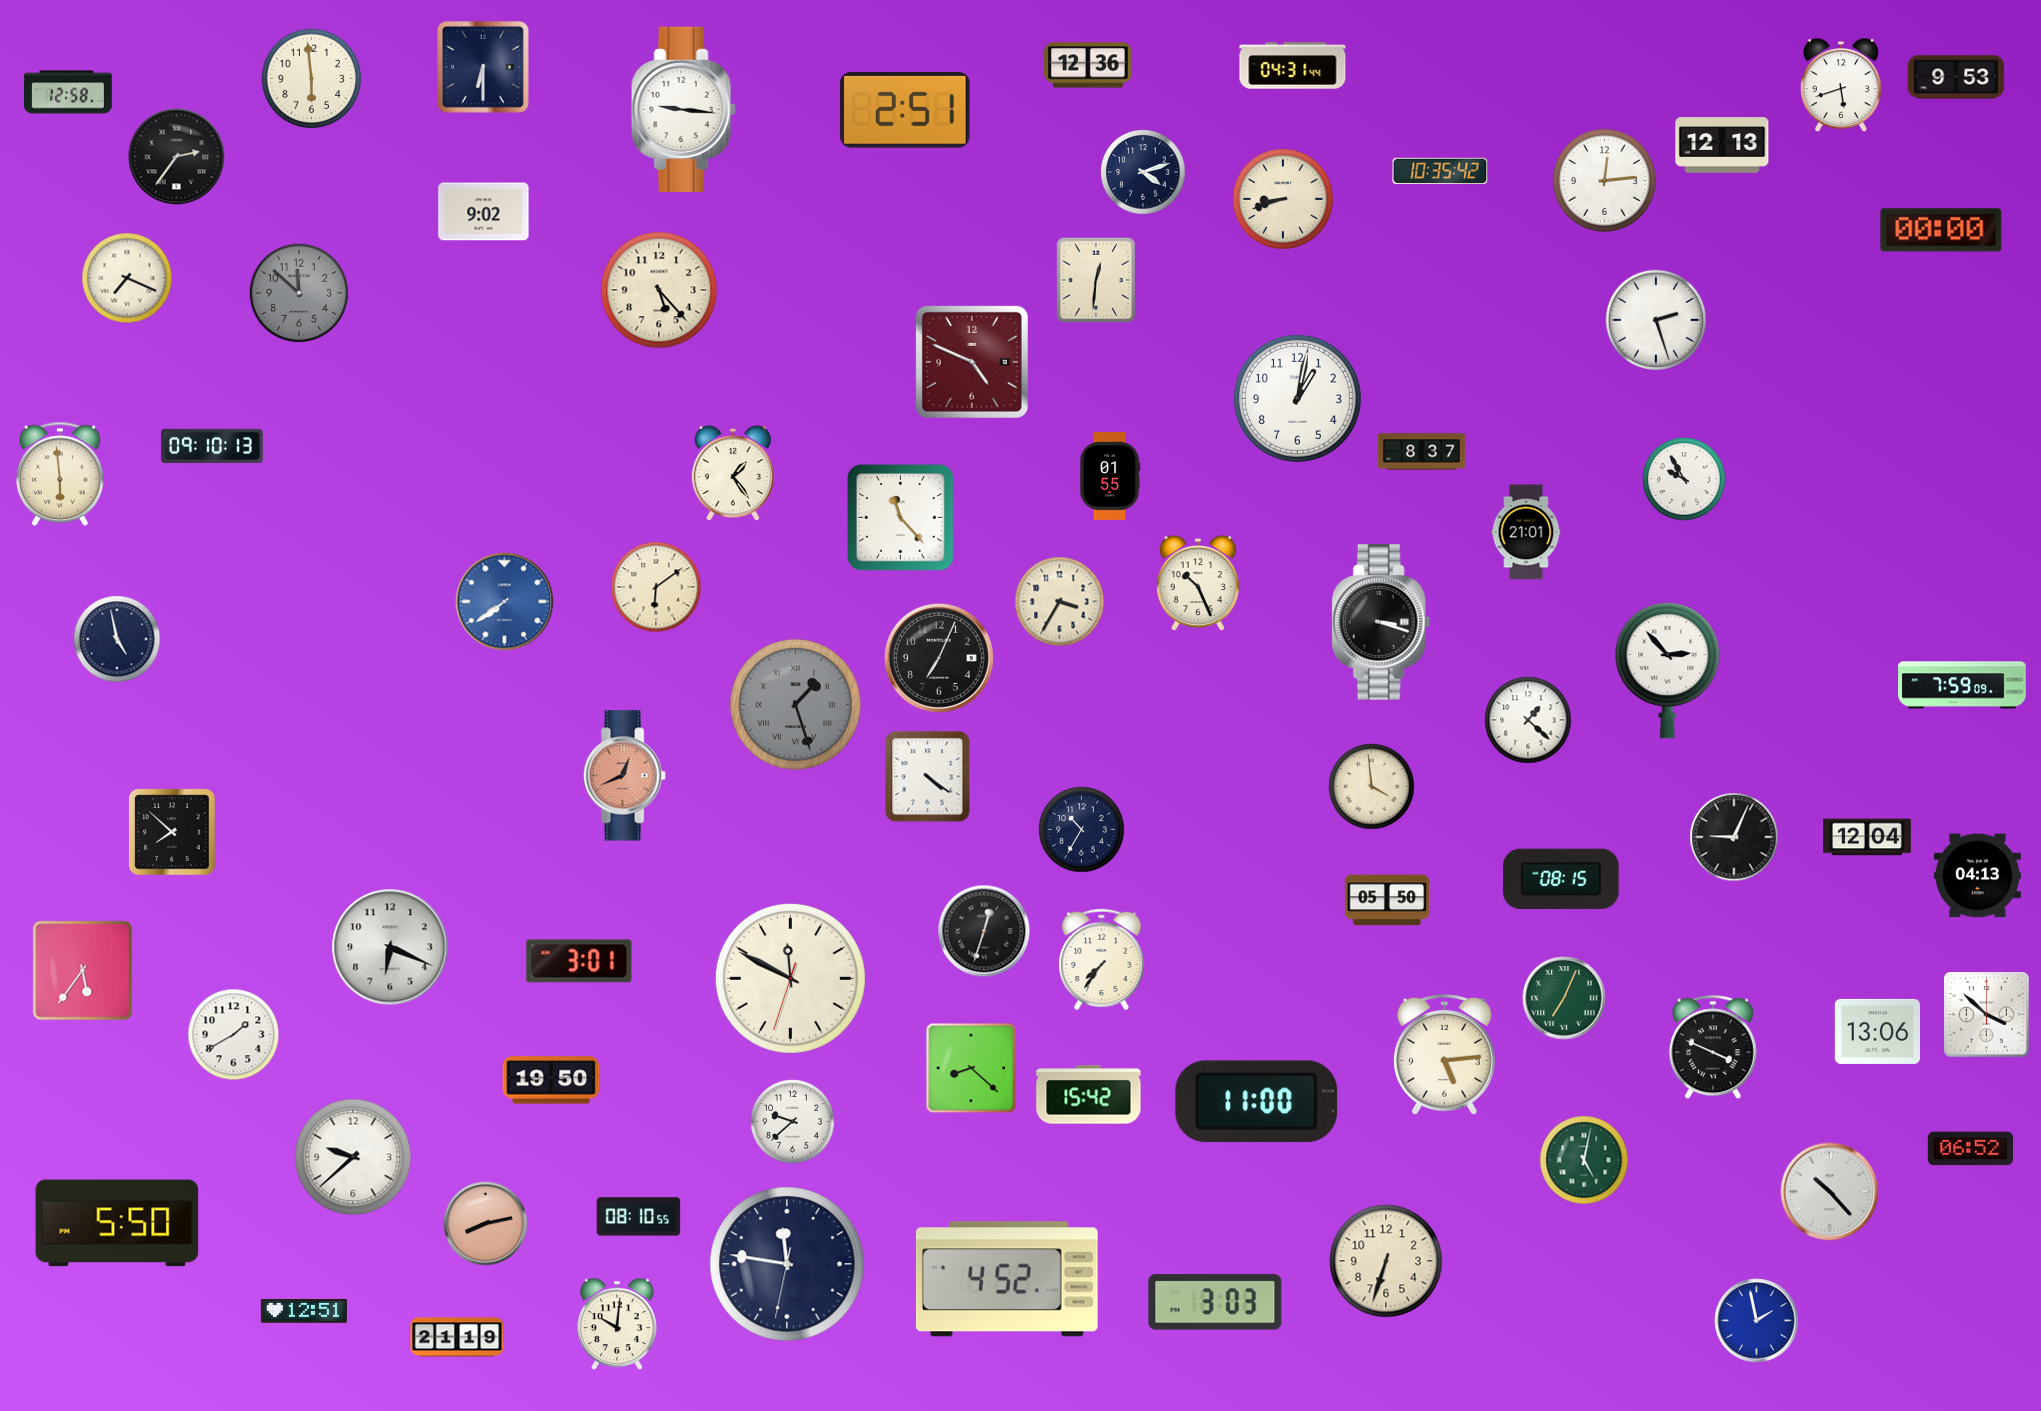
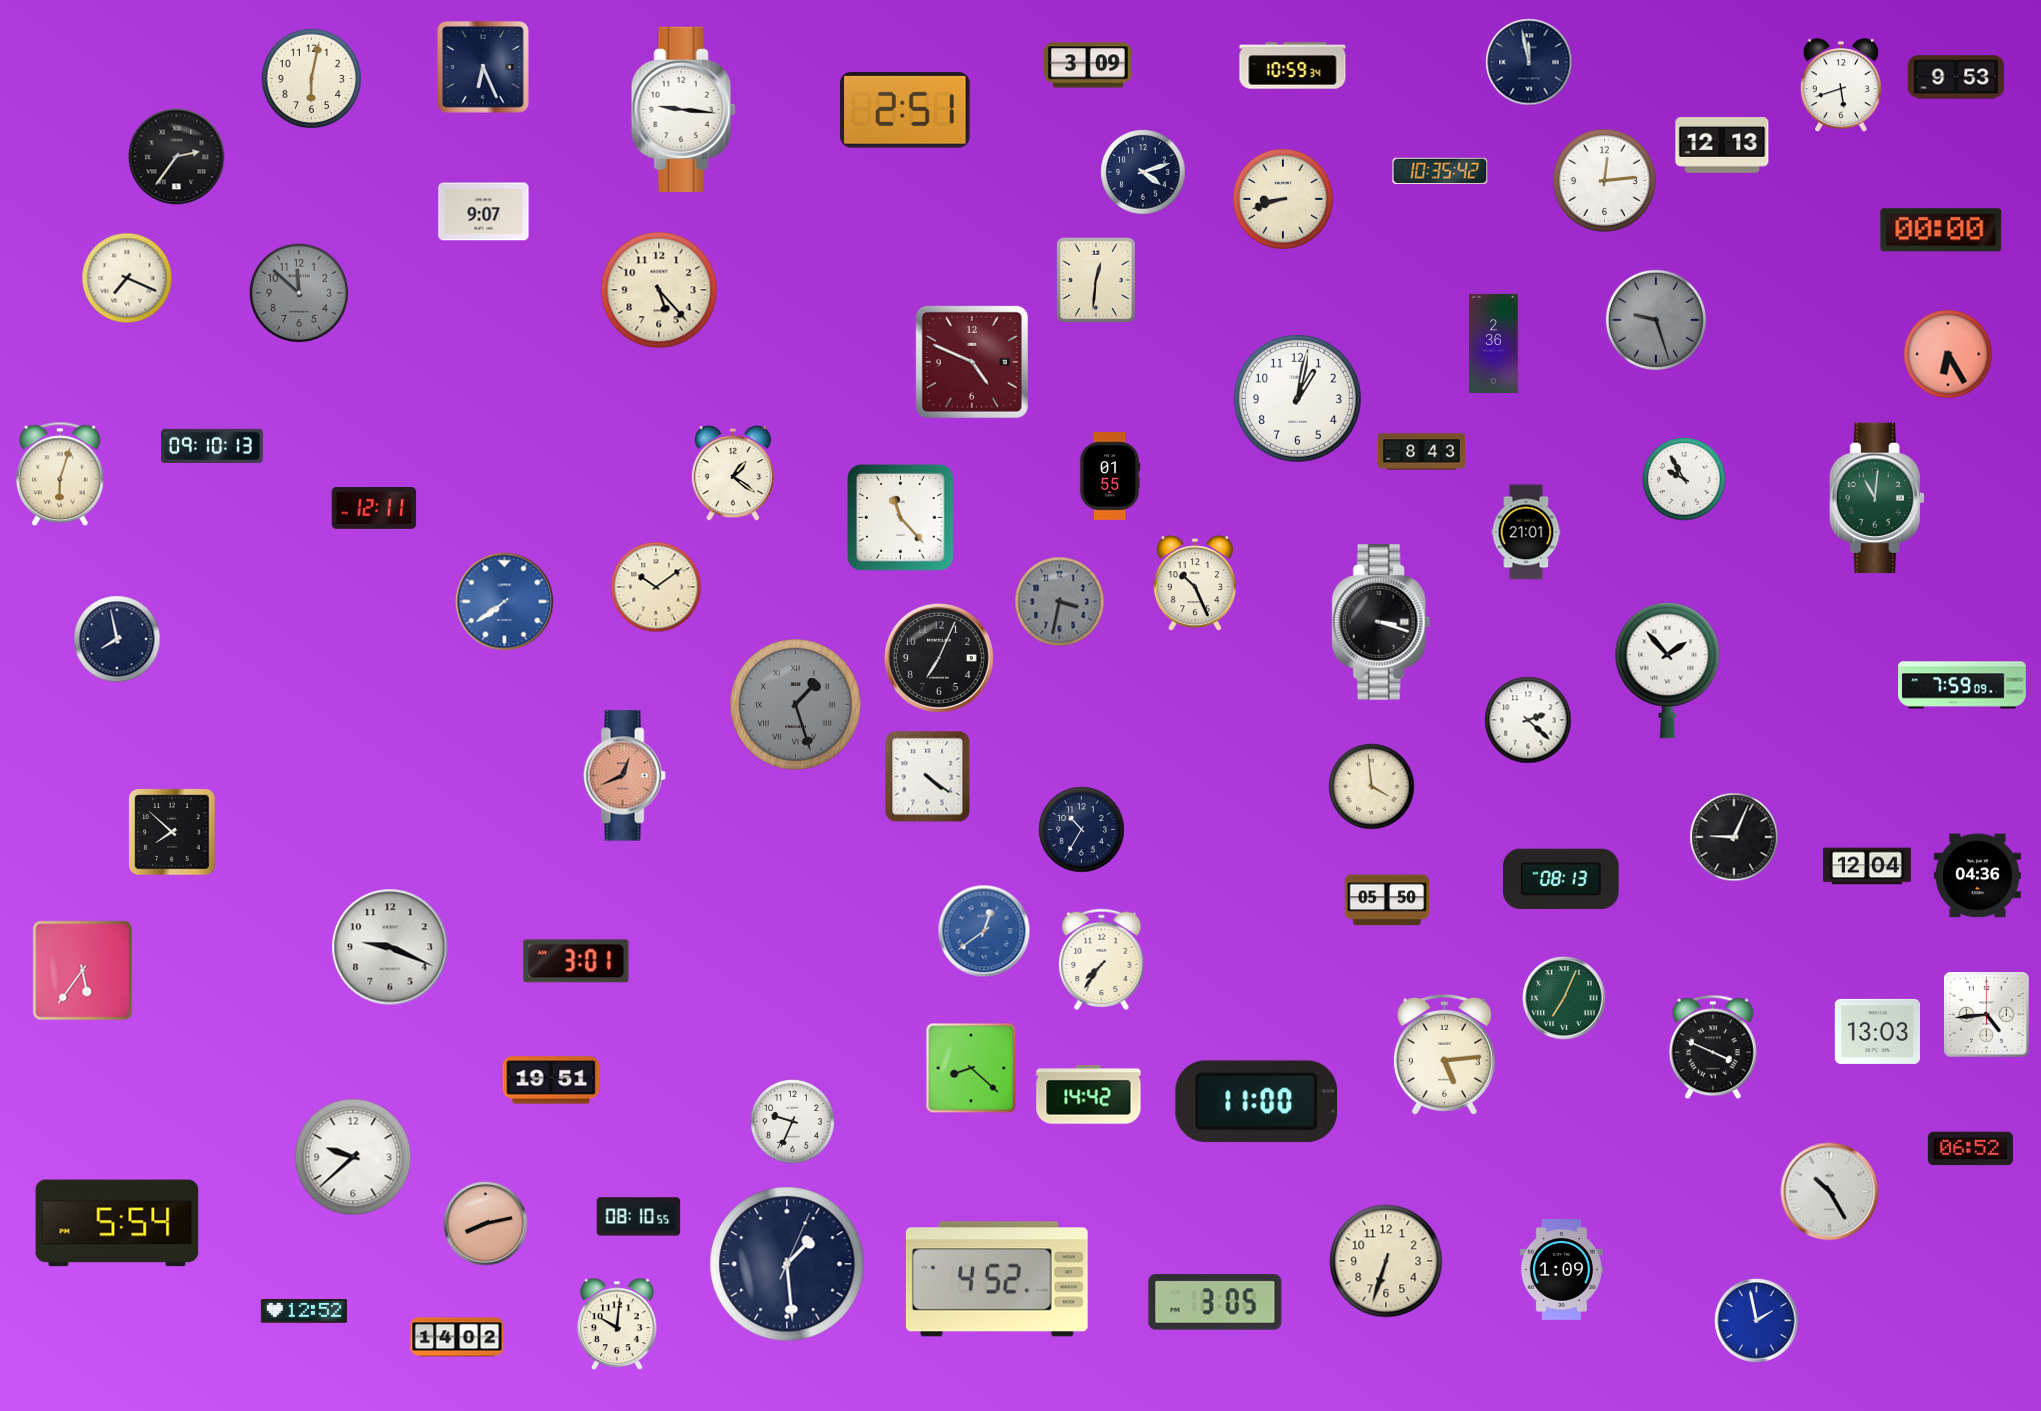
clock at (1529, 62): none -> 11:58
clock at (1089, 65): 12:36 -> 3:09
clock at (1293, 66): 04:31 -> 10:59
clock at (484, 68): 6:30 -> 6:26
clock at (312, 79): 5:59 -> 6:02
clock at (69, 92): 12:58 -> none
clock at (484, 212): 9:02 -> 9:07
clock at (1655, 319): 2:27 -> 9:27
clock at (1655, 319) dial: white -> grey
clock at (1494, 343): none -> 2:36
clock at (1948, 354): none -> 6:25
clock at (1421, 452): 8:37 -> 8:43
clock at (60, 474): 5:59 -> 6:03
clock at (733, 474): 1:24 -> 1:21
clock at (1877, 498): none -> 11:01
clock at (374, 509): none -> 12:11
clock at (1198, 584) position: (1198, 584) -> (1195, 584)
clock at (656, 587): 6:09 -> 10:09
clock at (1060, 602): 3:35 -> 3:32
clock at (1060, 602) dial: cream -> grey
clock at (117, 639): 4:58 -> 7:58
clock at (1668, 671): 2:53 -> 1:53
clock at (1528, 720): 1:22 -> 2:22
clock at (1868, 837) position: (1868, 837) -> (1868, 866)
clock at (1977, 876): 04:13 -> 04:36
clock at (1562, 879): 08:15 -> 08:13
clock at (984, 931): 12:33 -> 12:39
clock at (984, 931) dial: black -> blue
clock at (390, 947): 6:19 -> 9:19
clock at (579, 961) position: (579, 961) -> (576, 961)
clock at (790, 978): 11:49 -> none
clock at (1987, 1015): 3:52 -> 4:44
clock at (1877, 1031): 13:06 -> 13:03
clock at (234, 1035): 1:40 -> none
clock at (551, 1080): 19:50 -> 19:51
clock at (1089, 1095): 15:42 -> 14:42
clock at (793, 1122): 9:38 -> 9:34
clock at (1584, 1160): 5:02 -> none
clock at (1830, 1192): 10:23 -> 10:25
clock at (117, 1223): 5:50 -> 5:54
clock at (787, 1264): 11:46 -> 1:29
clock at (1561, 1270): none -> 1:09
clock at (1007, 1279) position: (1007, 1279) -> (997, 1279)
clock at (1215, 1302): 3:03 -> 3:05
clock at (304, 1312): 12:51 -> 12:52
clock at (457, 1337): 21:19 -> 14:02
